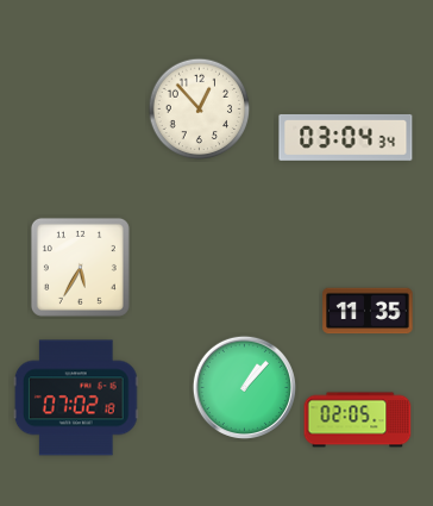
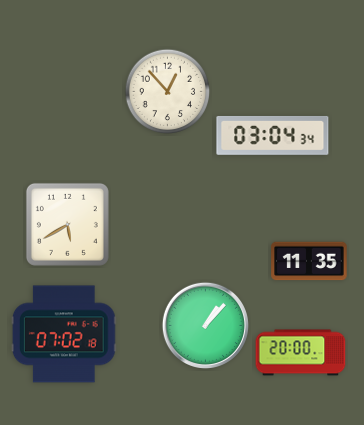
clock at (346, 138) position: (346, 138) -> (273, 136)
clock at (80, 267): 5:35 -> 5:40
clock at (358, 420): 02:05 -> 20:00
